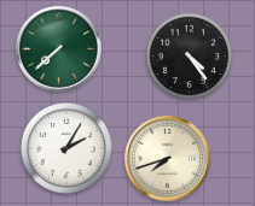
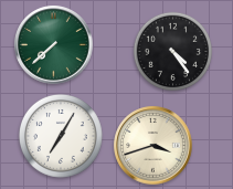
clock at (66, 148): 2:05 -> 7:05
clock at (168, 159): 7:42 -> 3:42
